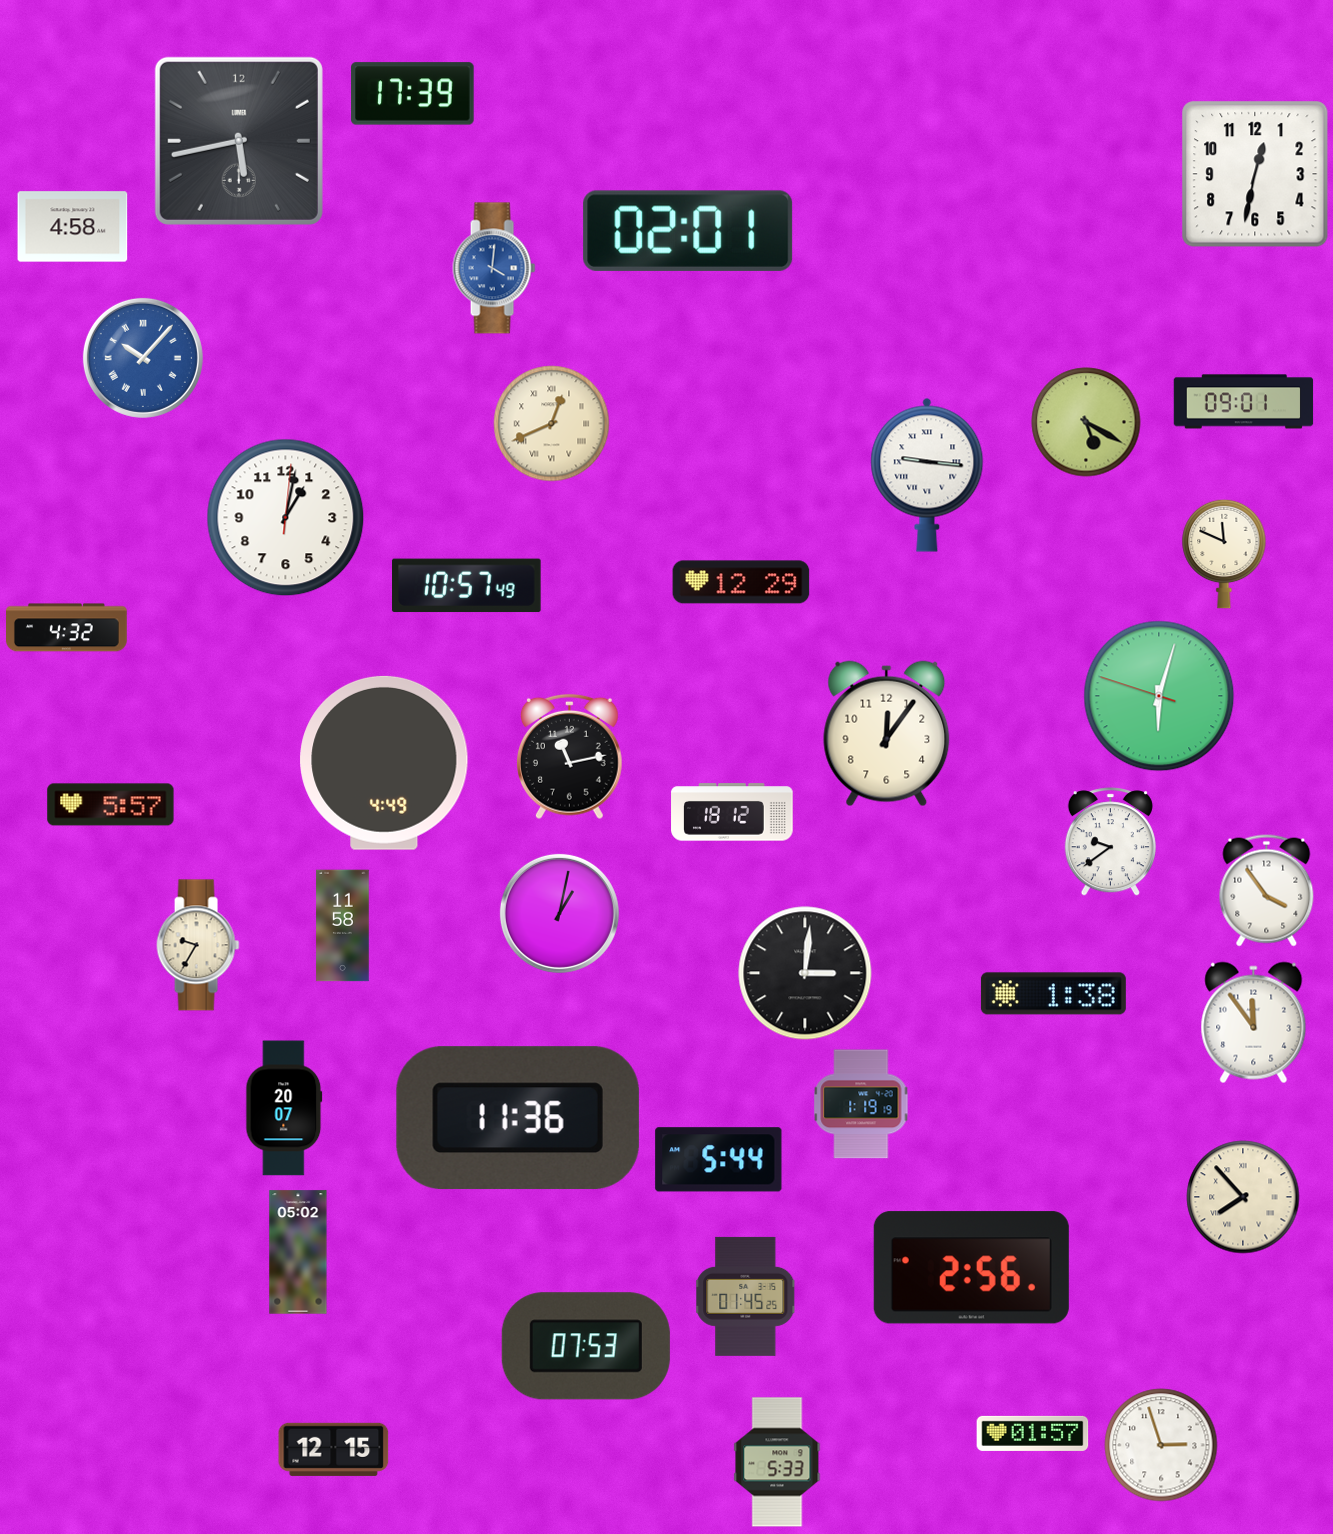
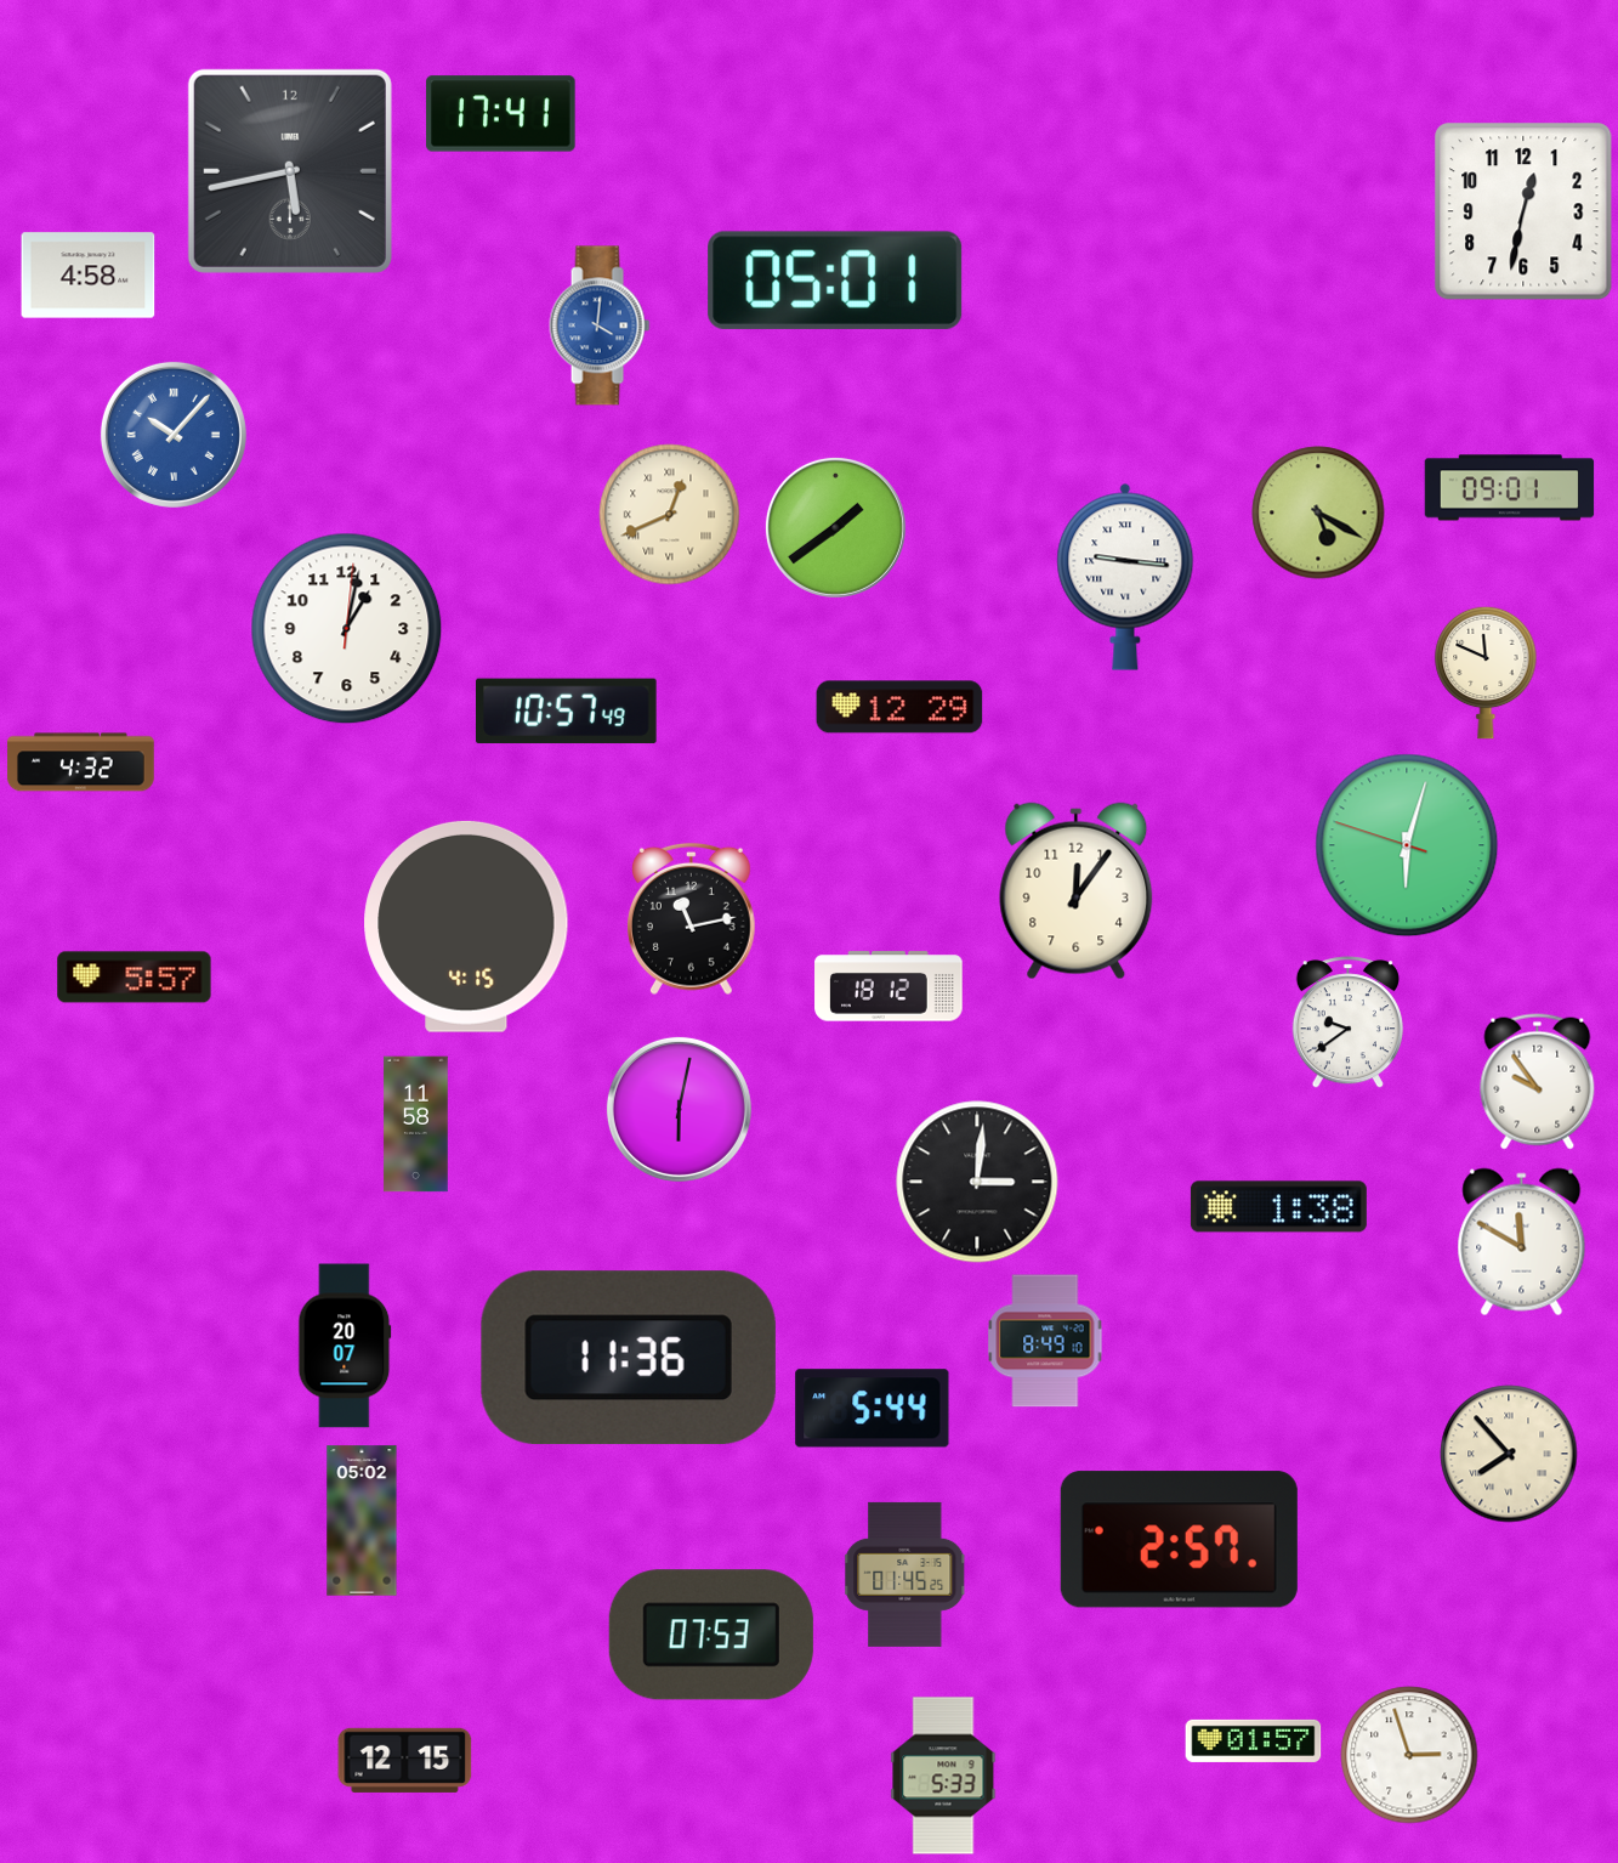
clock at (413, 94): 17:39 -> 17:41
clock at (688, 231): 02:01 -> 05:01
clock at (835, 527): none -> 1:39
clock at (384, 763): 4:49 -> 4:15
clock at (1267, 891): 3:54 -> 9:54
clock at (559, 913): 1:02 -> 6:02
clock at (198, 945): 9:35 -> none
clock at (1254, 1023): 11:54 -> 11:50
clock at (861, 1104): 1:19 -> 8:49
clock at (971, 1268): 2:56 -> 2:57
